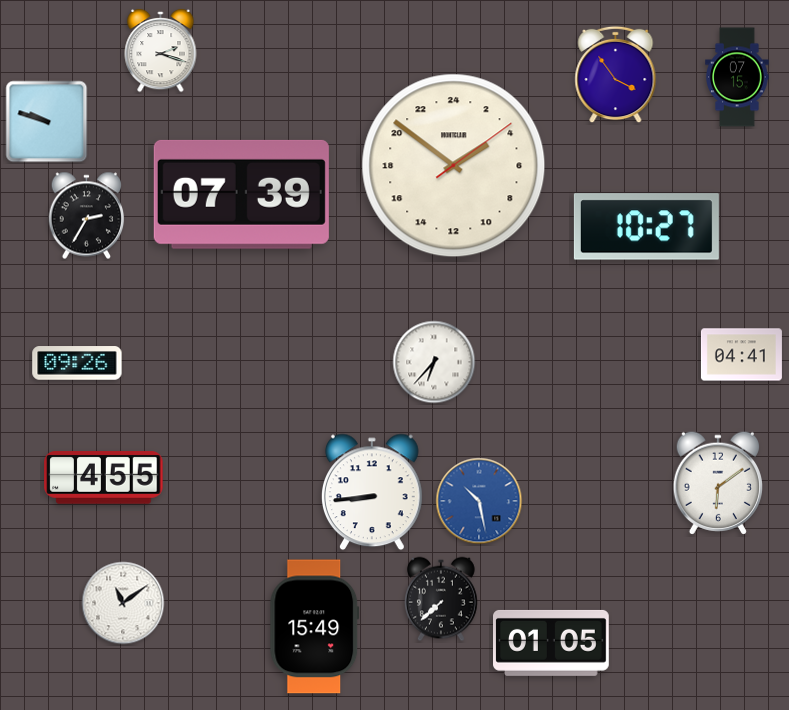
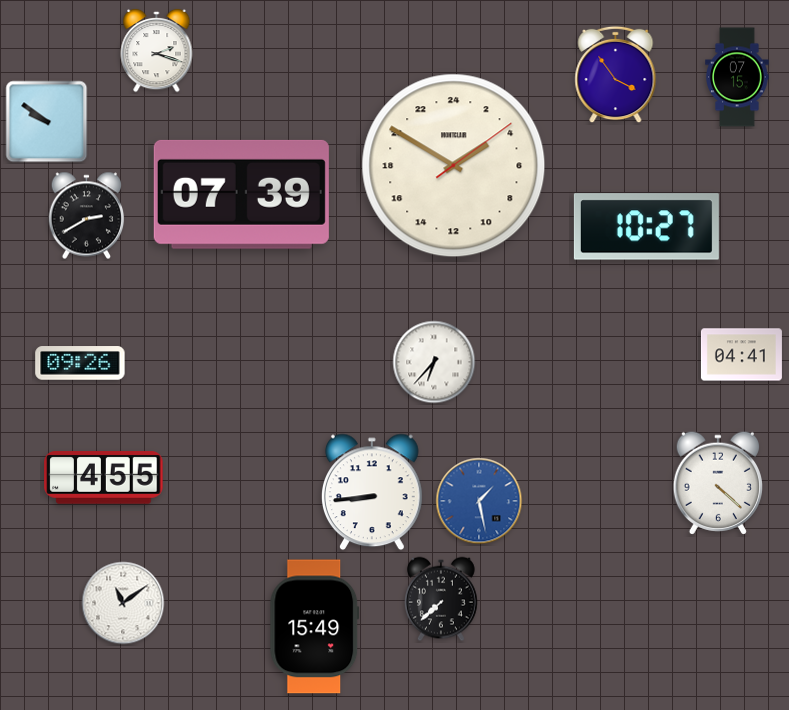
clock at (161, 51) position: (161, 51) -> (157, 51)
clock at (47, 122): 9:48 -> 9:51
clock at (454, 166): 3:51 -> 3:50
clock at (87, 216): 2:35 -> 2:40
clock at (77, 363) position: (77, 363) -> (80, 363)
clock at (717, 483): 6:09 -> 4:22
clock at (479, 501): 10:28 -> 1:28
clock at (552, 643): 01:05 -> none
